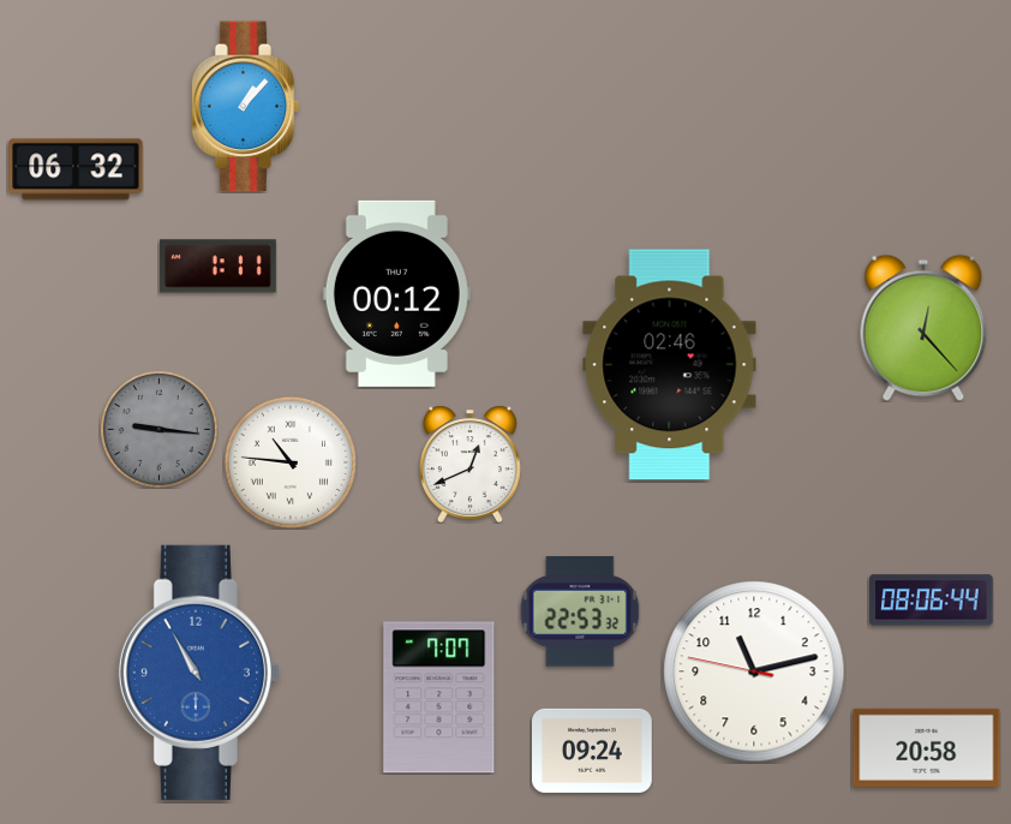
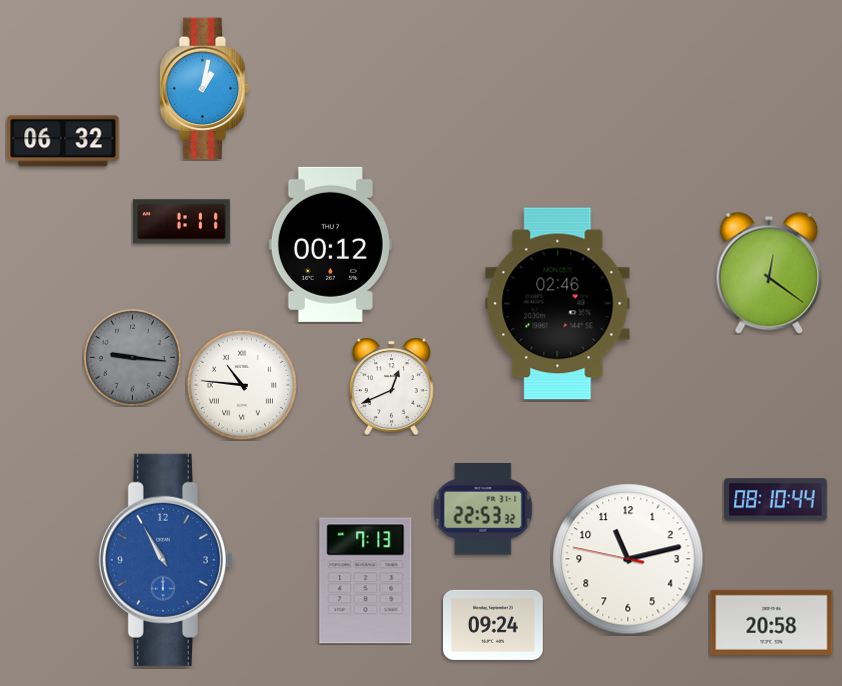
clock at (246, 107): 1:07 -> 1:02
clock at (923, 328): 12:23 -> 12:21
clock at (932, 601): 08:06 -> 08:10
clock at (439, 698): 7:07 -> 7:13
